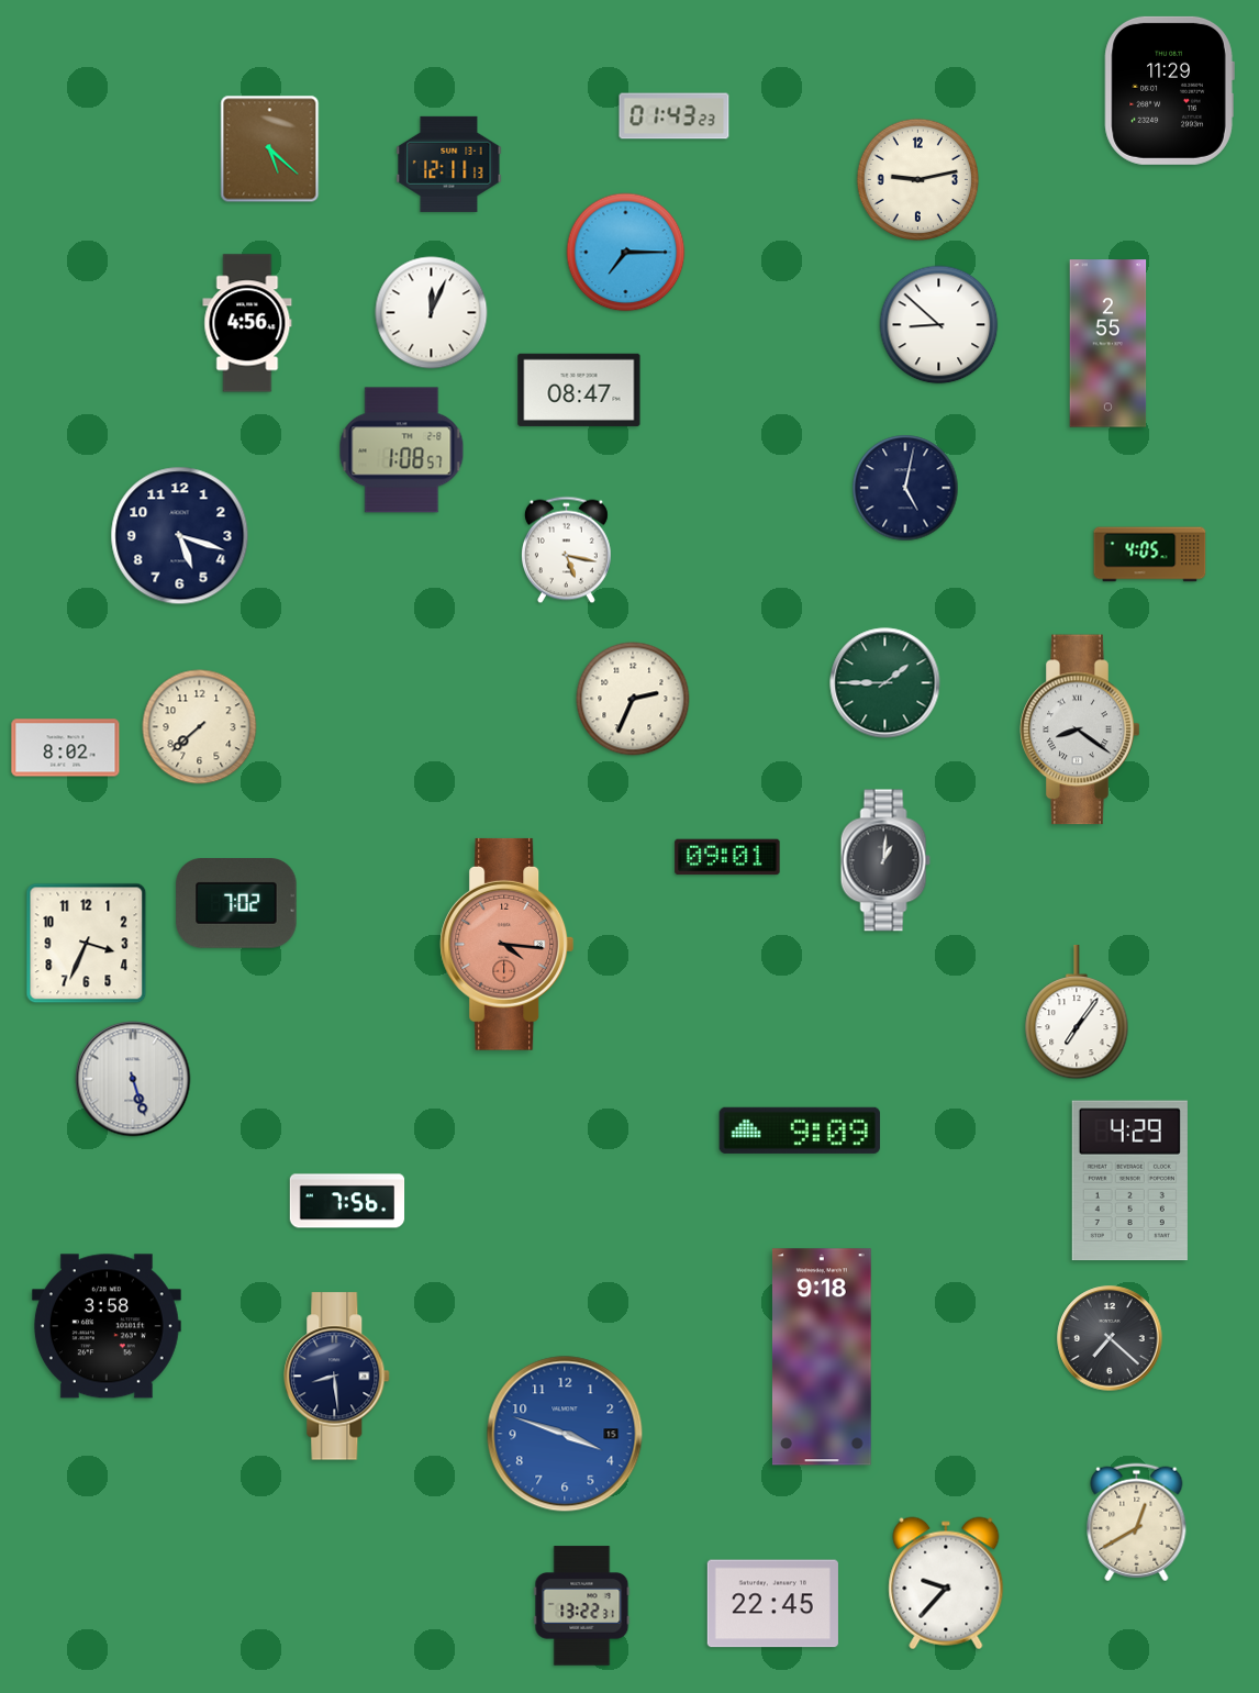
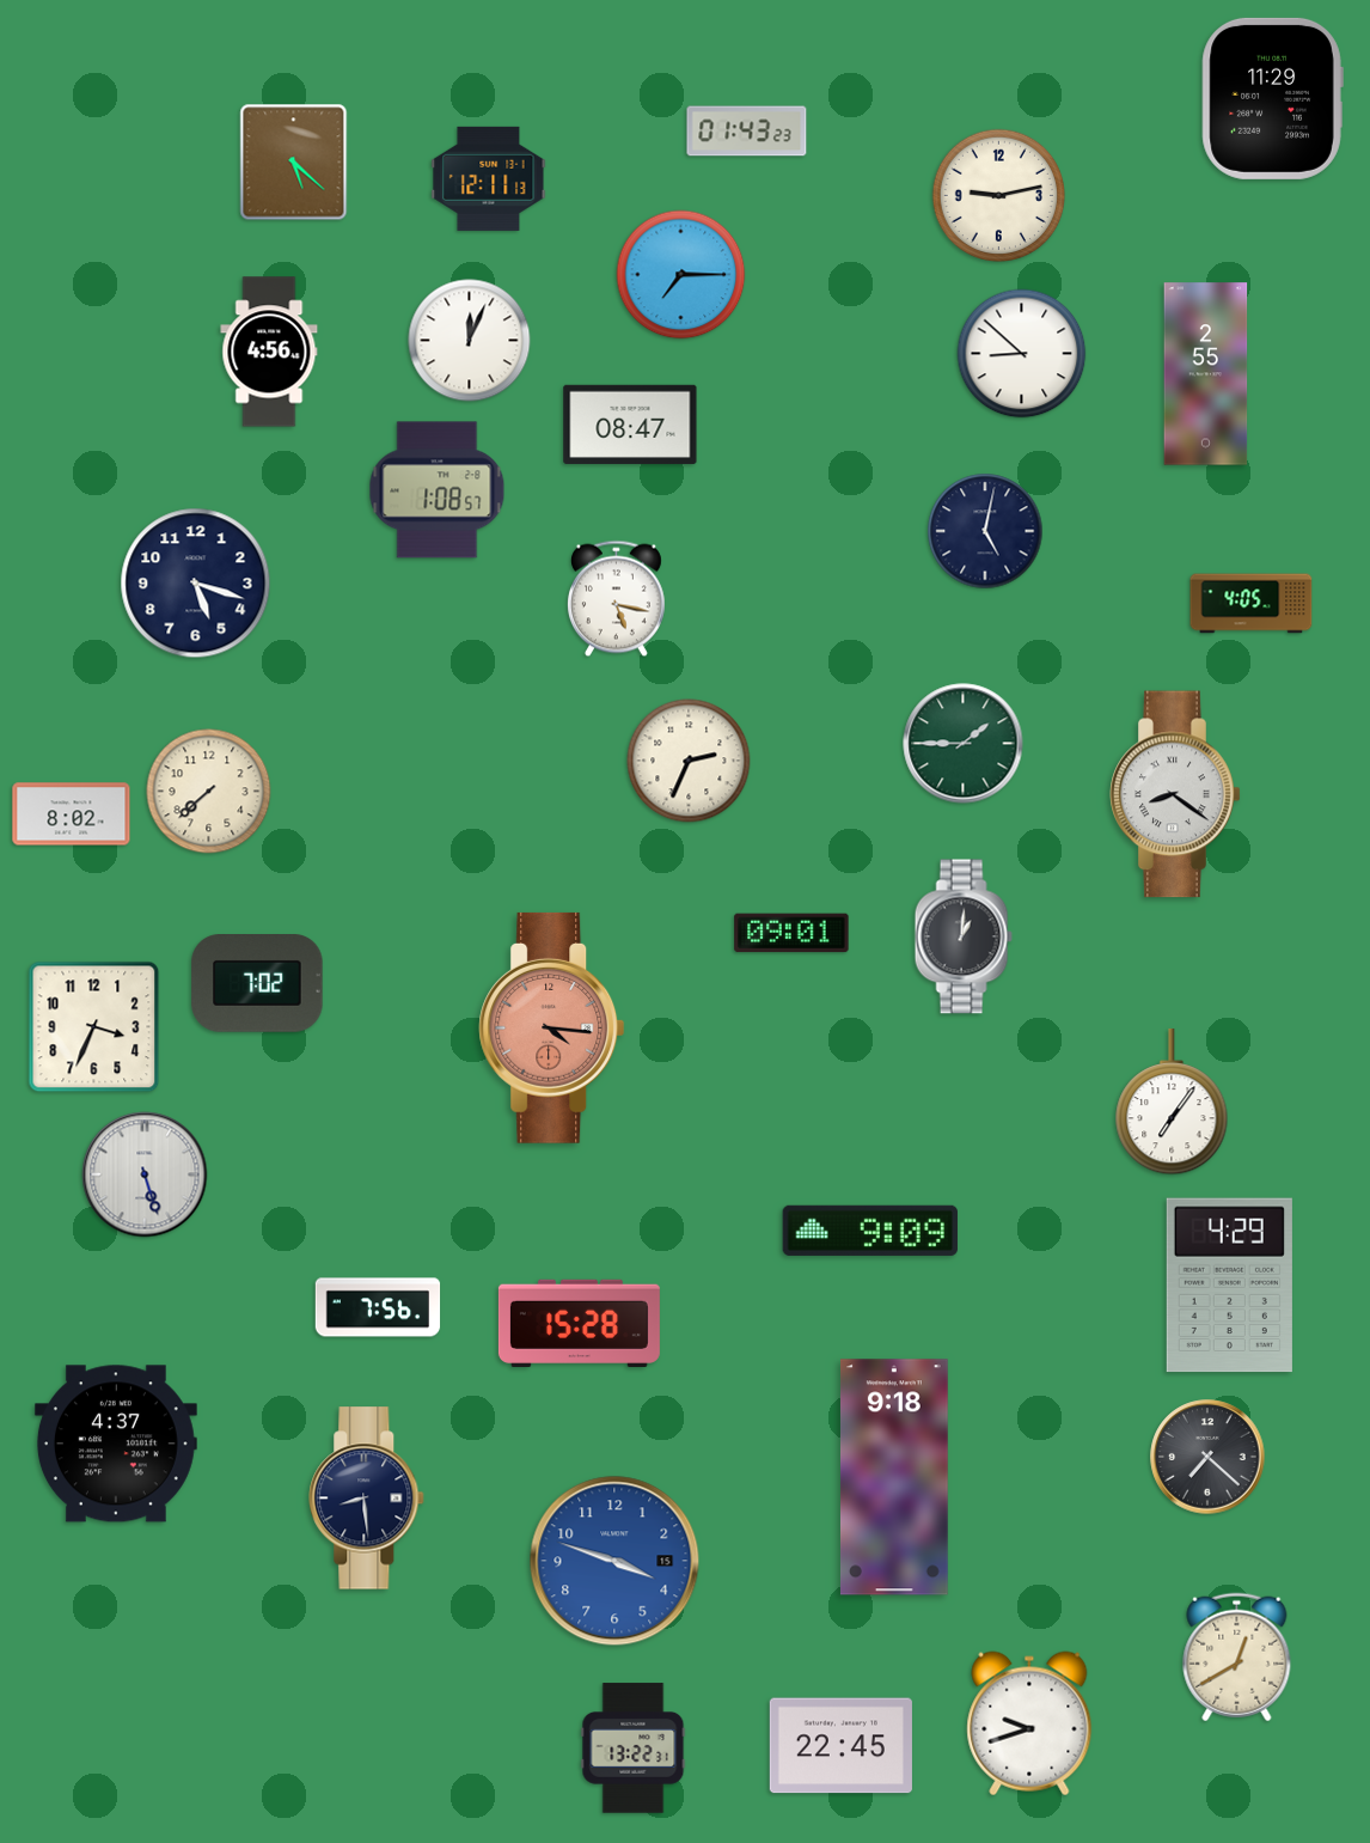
clock at (675, 116) position: (675, 116) -> (747, 132)
clock at (200, 727) position: (200, 727) -> (209, 792)
clock at (579, 1323): none -> 15:28
clock at (107, 1326): 3:58 -> 4:37
clock at (946, 1583): 9:37 -> 9:42
